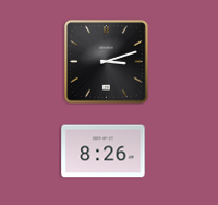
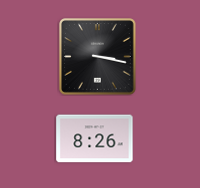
clock at (107, 62): 3:12 -> 3:17
